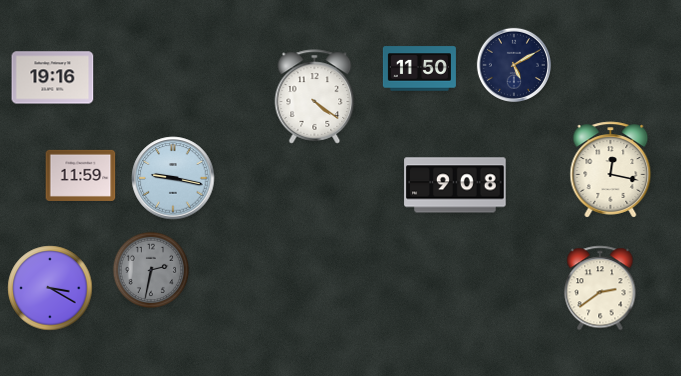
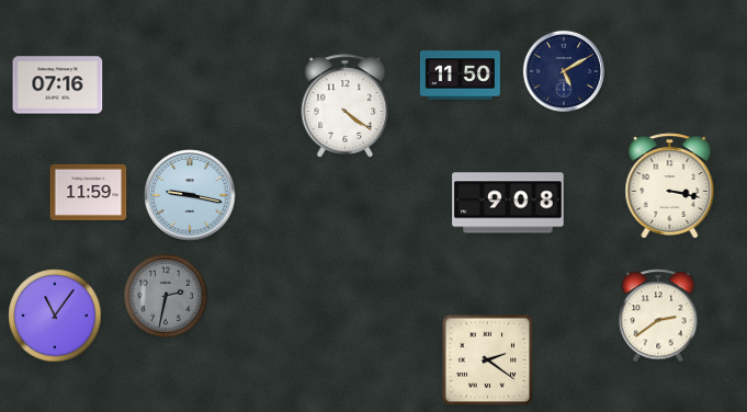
clock at (53, 78): 19:16 -> 07:16
clock at (611, 170): 12:17 -> 3:17
clock at (455, 185) position: (455, 185) -> (508, 203)
clock at (50, 288): 3:20 -> 11:06
clock at (488, 360): none -> 2:21
